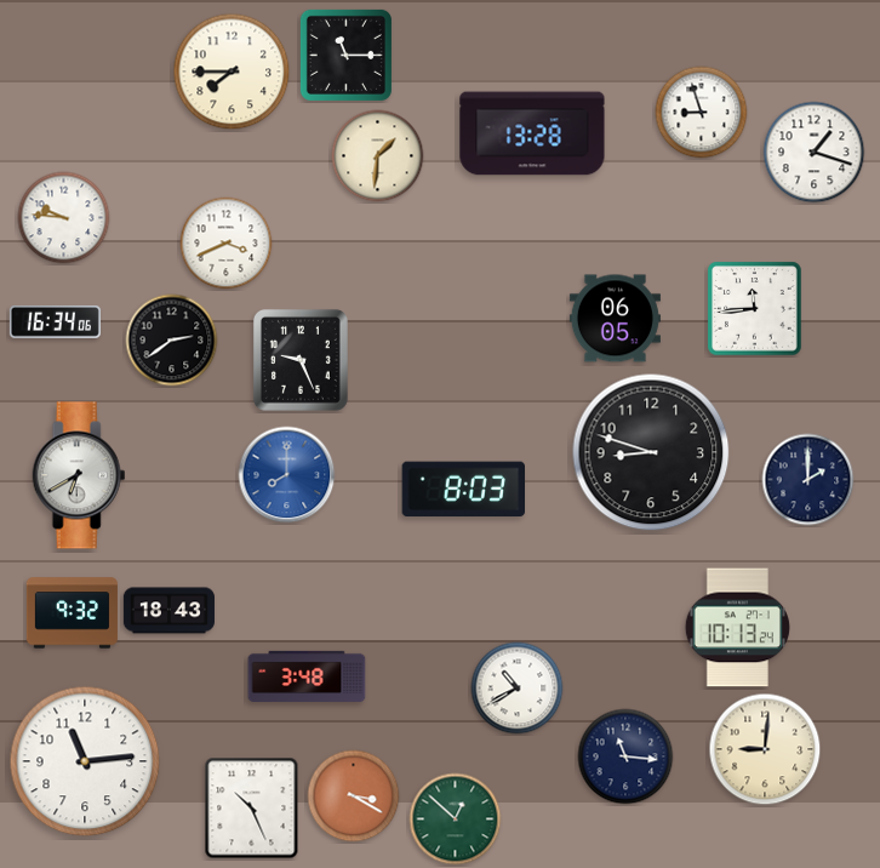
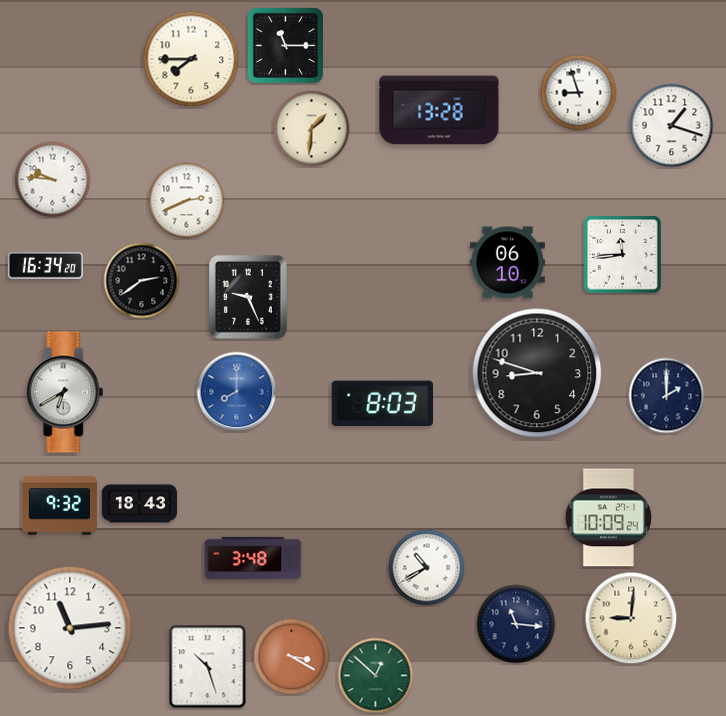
clock at (227, 244): 3:41 -> 2:41
clock at (615, 319): 06:05 -> 06:10
clock at (55, 321): 16:34:06 -> 16:34:20
clock at (737, 628): 10:13 -> 10:09
clock at (252, 809): 10:26 -> 10:27
